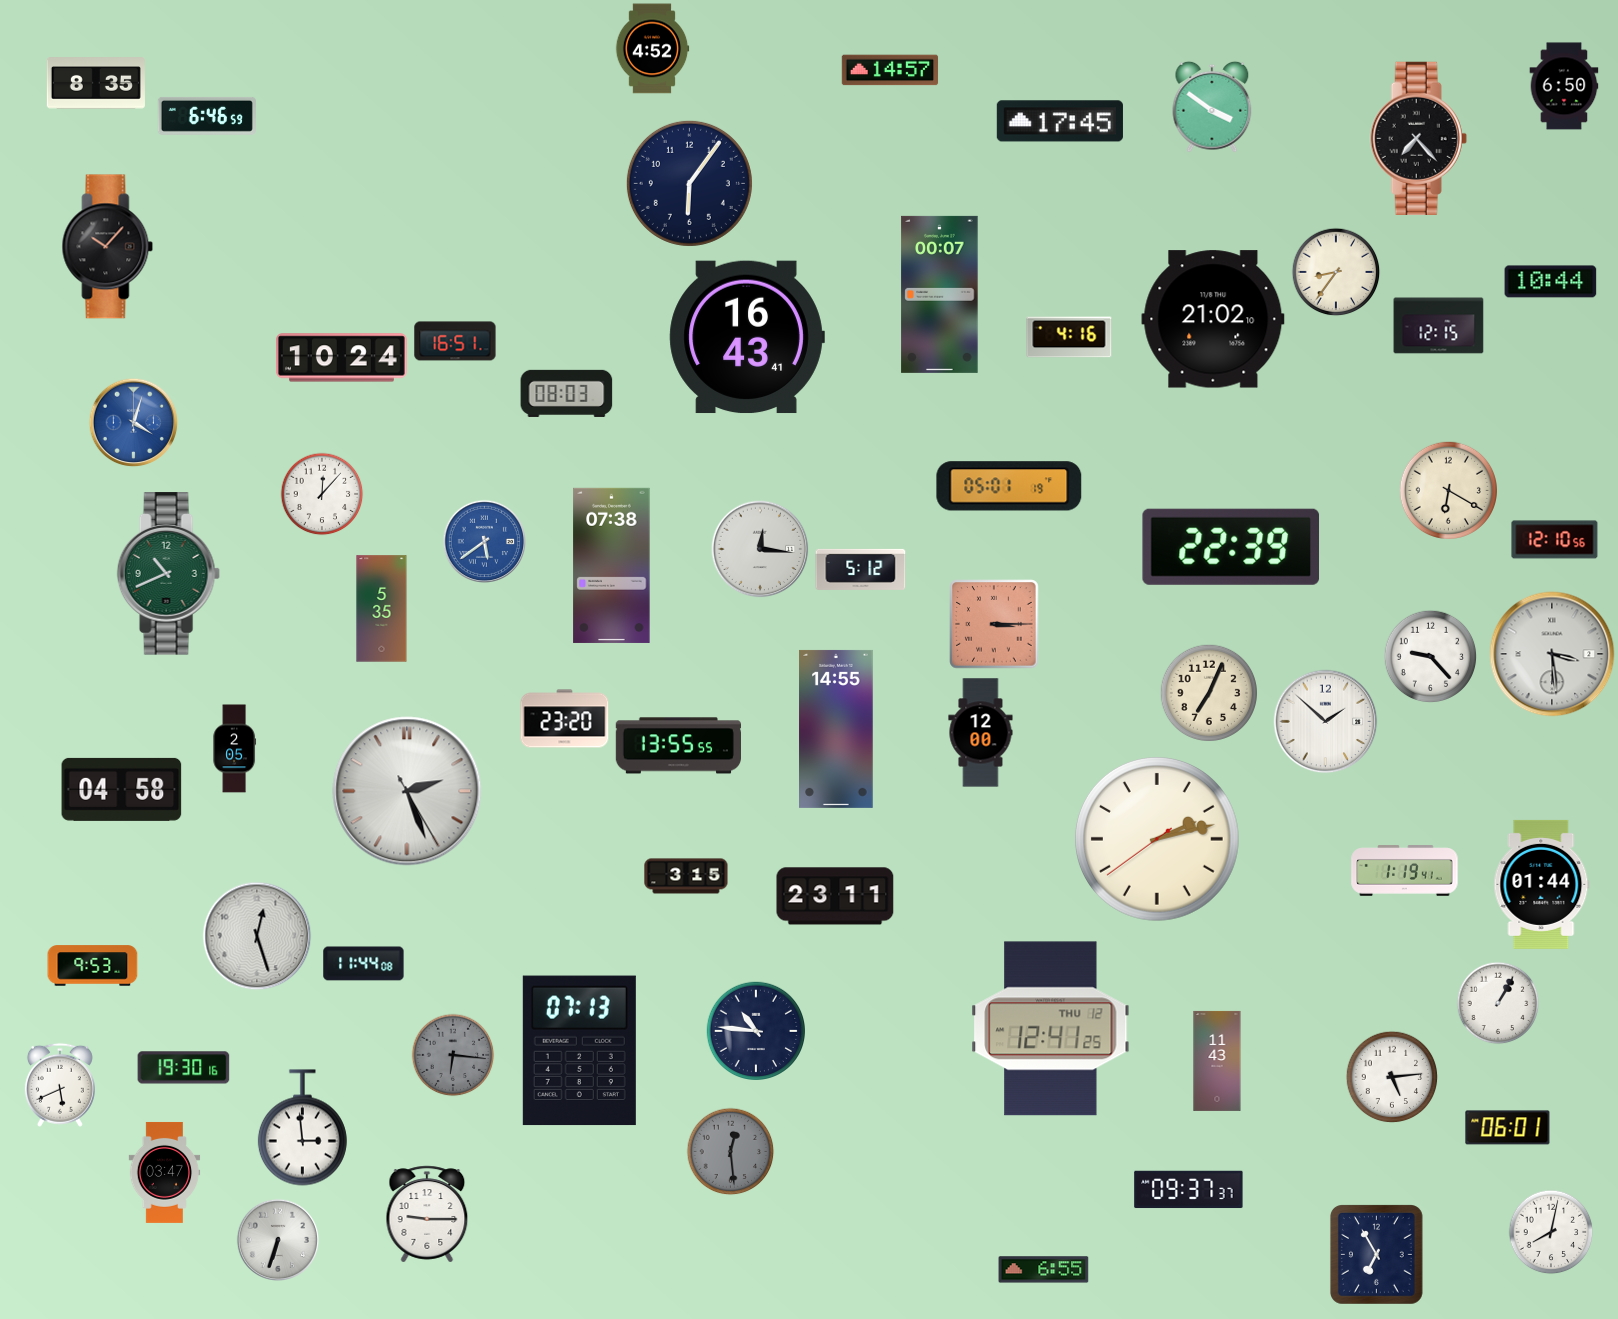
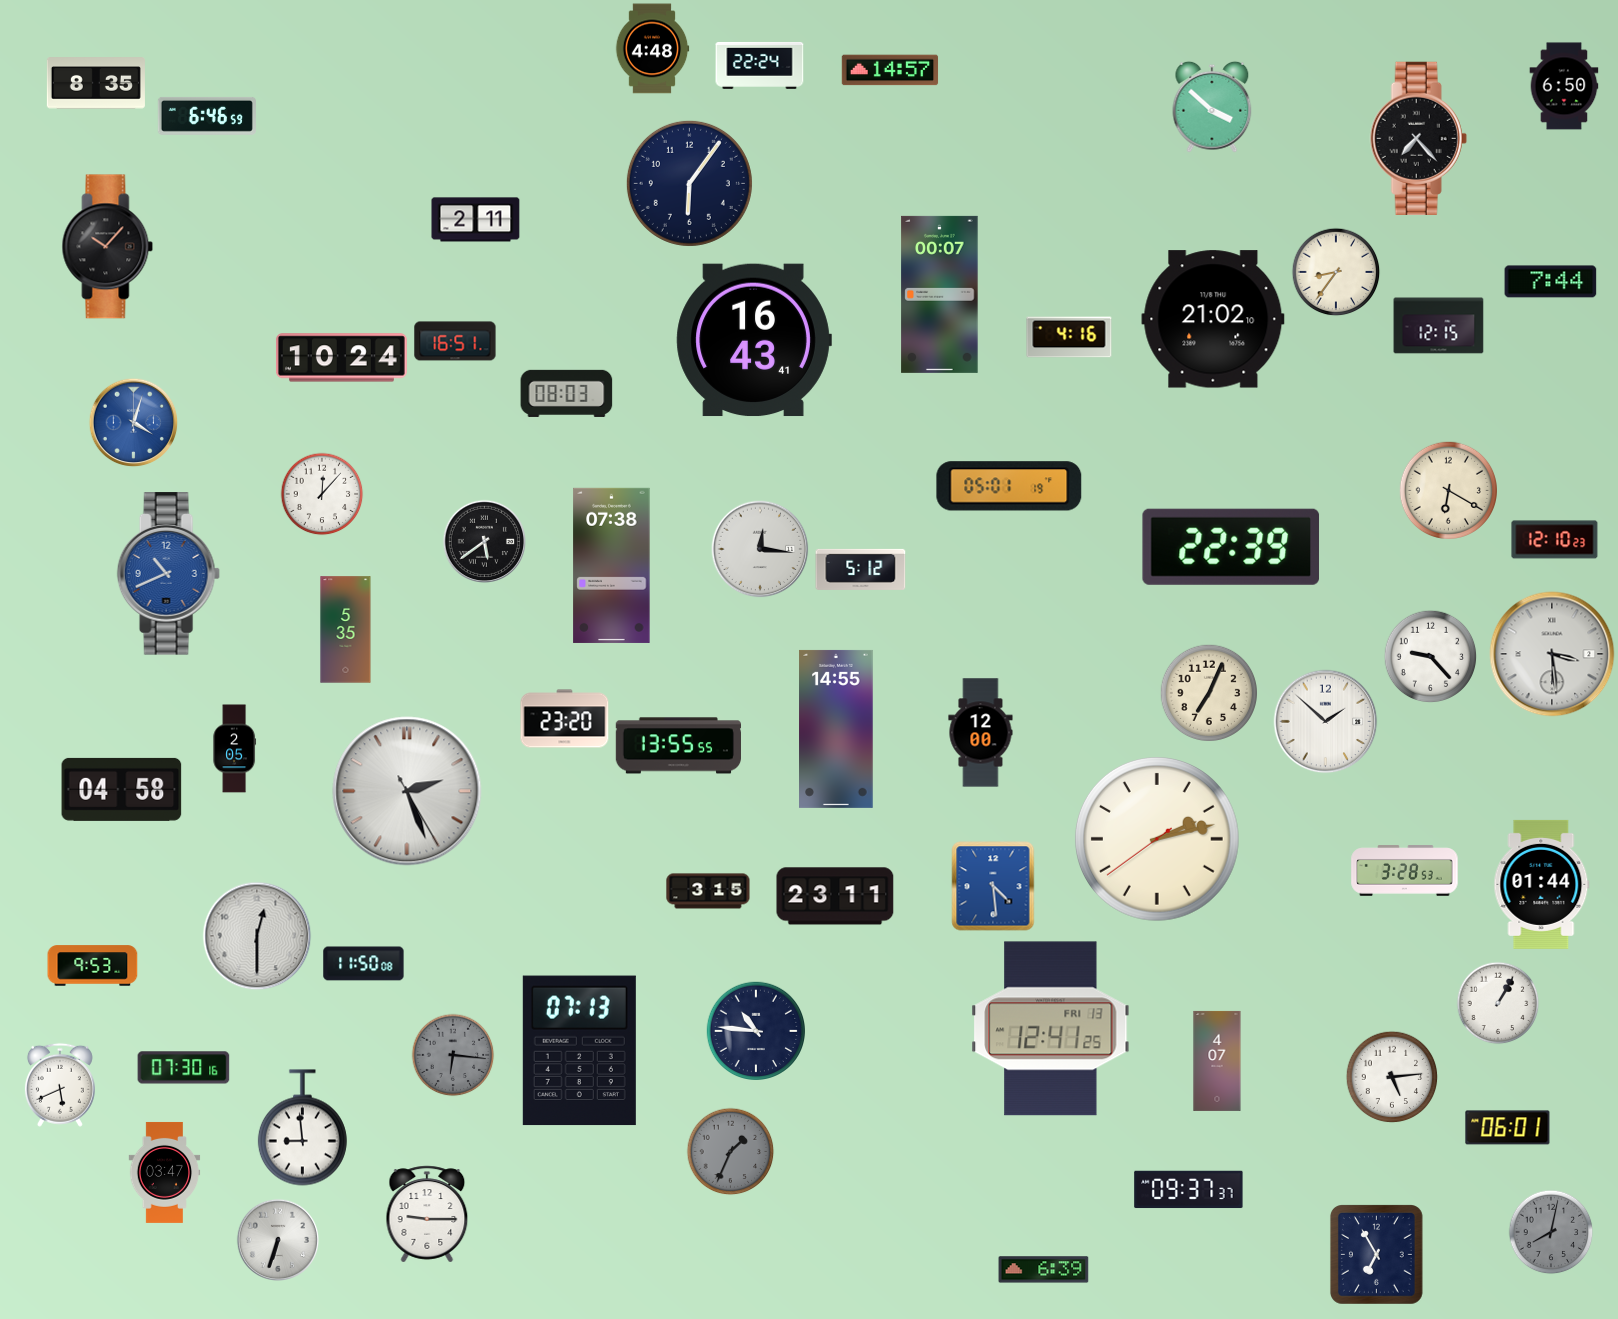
clock at (652, 49): 4:52 -> 4:48
clock at (760, 66): none -> 22:24
clock at (1212, 107): 3:51 -> 3:52
clock at (1060, 121): 17:45 -> none
clock at (476, 220): none -> 2:11
clock at (1551, 282): 10:44 -> 7:44
clock at (747, 337) position: (747, 337) -> (754, 340)
clock at (1555, 540): 12:10:56 -> 12:10:23
clock at (484, 541) dial: blue -> black
clock at (168, 574) dial: green -> blue
clock at (382, 609) position: (382, 609) -> (346, 630)
clock at (994, 624): 3:15 -> none
clock at (1405, 871): 1:19 -> 3:28
clock at (686, 876) position: (686, 876) -> (708, 891)
clock at (993, 886): none -> 4:29
clock at (257, 936): 12:27 -> 12:30
clock at (364, 964): 11:44 -> 11:50
clock at (1051, 1029) date: THU 12 -> FRI 13
clock at (1217, 1061): 11:43 -> 4:07
clock at (184, 1068): 19:30 -> 07:30
clock at (302, 1128): 2:59 -> 8:59
clock at (731, 1152): 12:29 -> 1:34
clock at (1551, 1232) dial: white -> grey
clock at (1044, 1270): 6:55 -> 6:39
